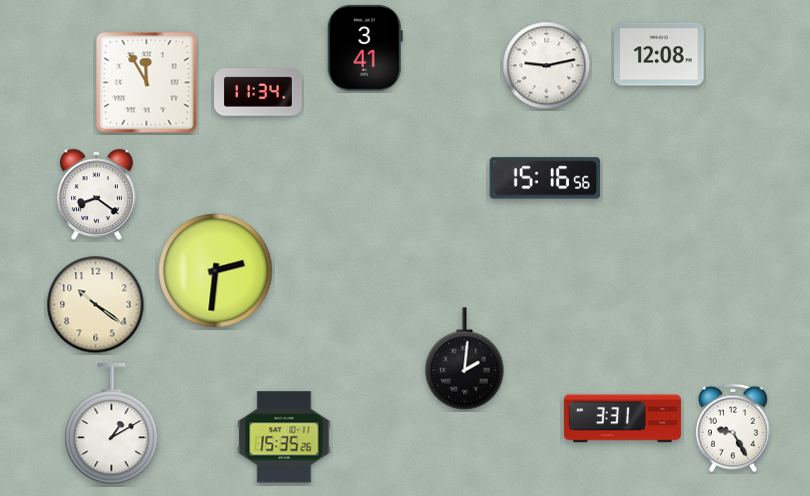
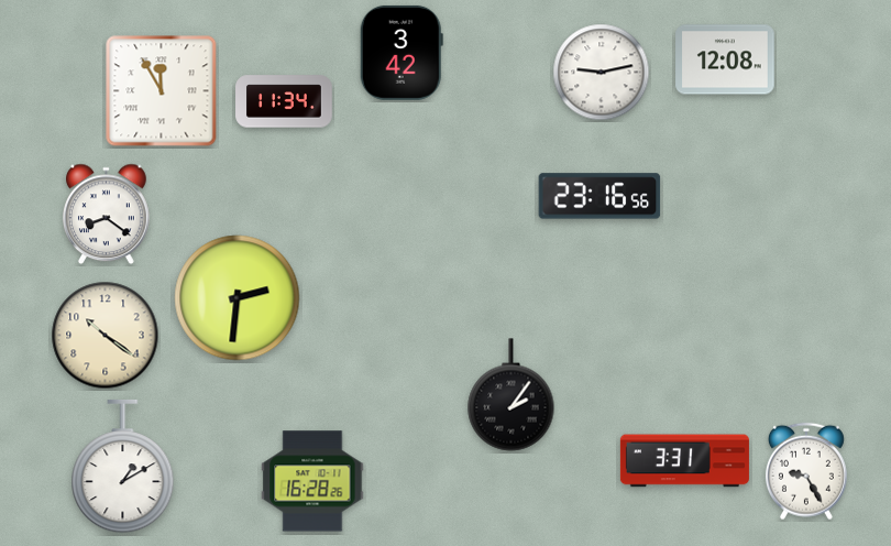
clock at (365, 48): 3:41 -> 3:42
clock at (545, 178): 15:16 -> 23:16
clock at (465, 359): 2:01 -> 2:06
clock at (284, 437): 15:35 -> 16:28
